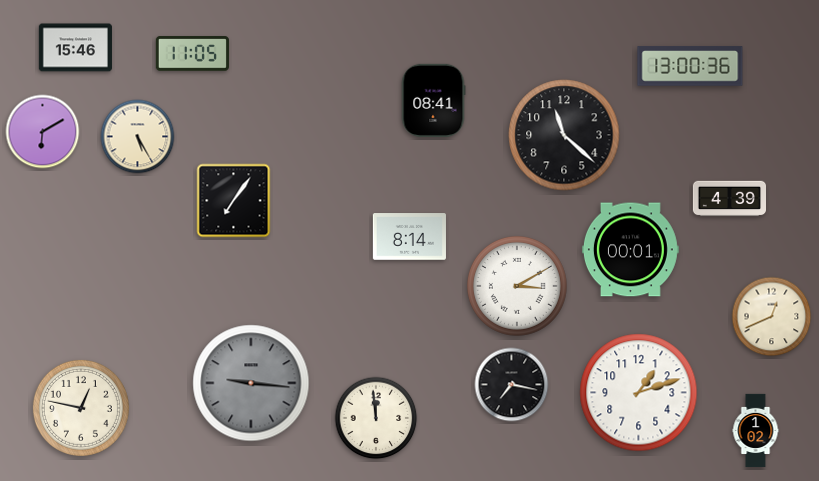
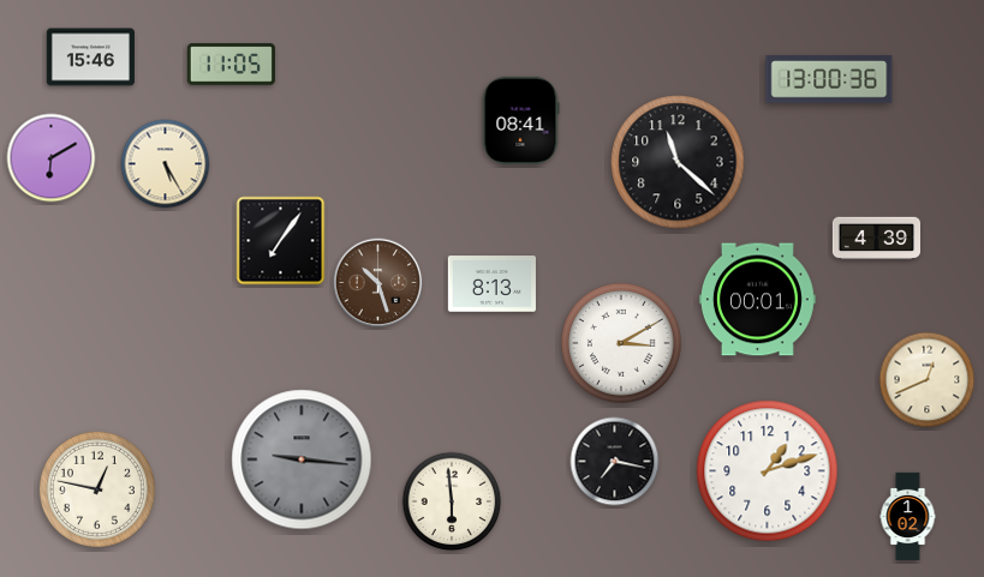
clock at (378, 283): none -> 10:27
clock at (409, 237): 8:14 -> 8:13
clock at (376, 418): 11:59 -> 5:59
